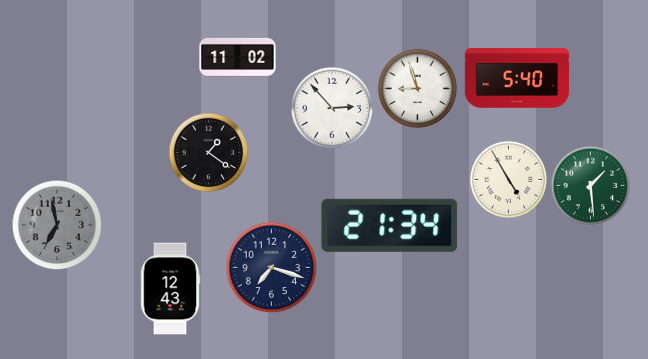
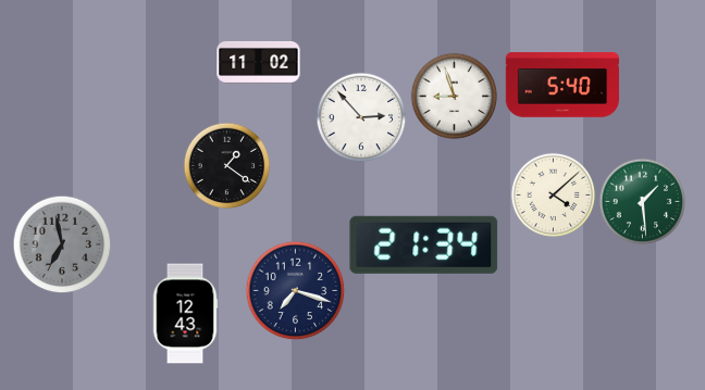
clock at (508, 179): 4:55 -> 4:08
